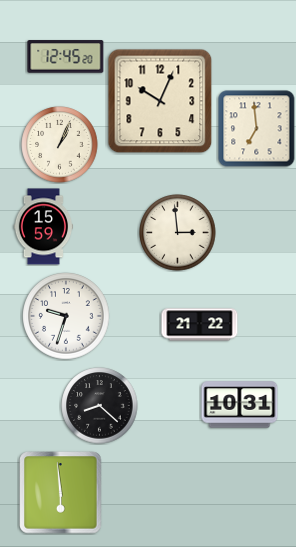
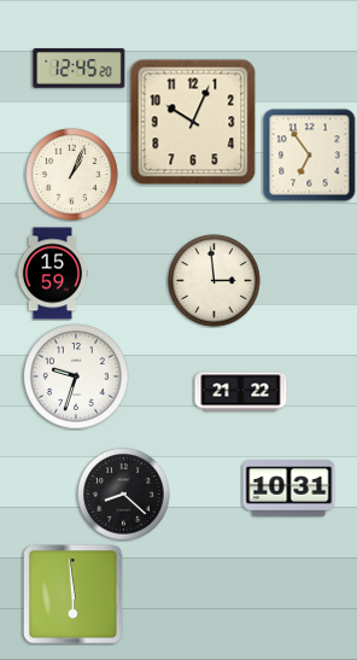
clock at (257, 129): 6:59 -> 6:54
clock at (66, 316) position: (66, 316) -> (76, 376)
clock at (100, 406) position: (100, 406) -> (124, 495)
